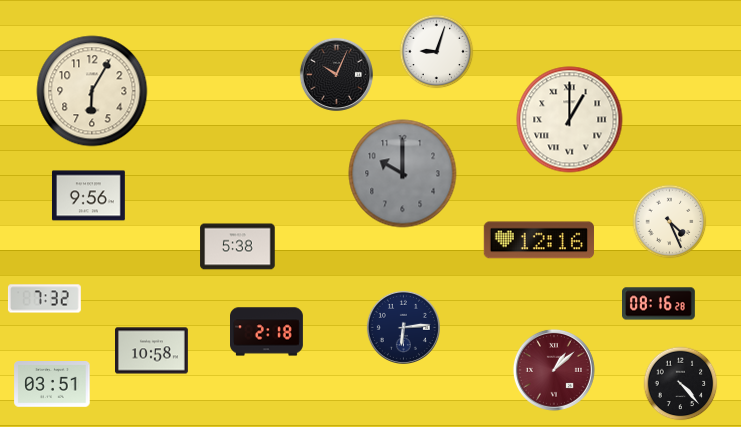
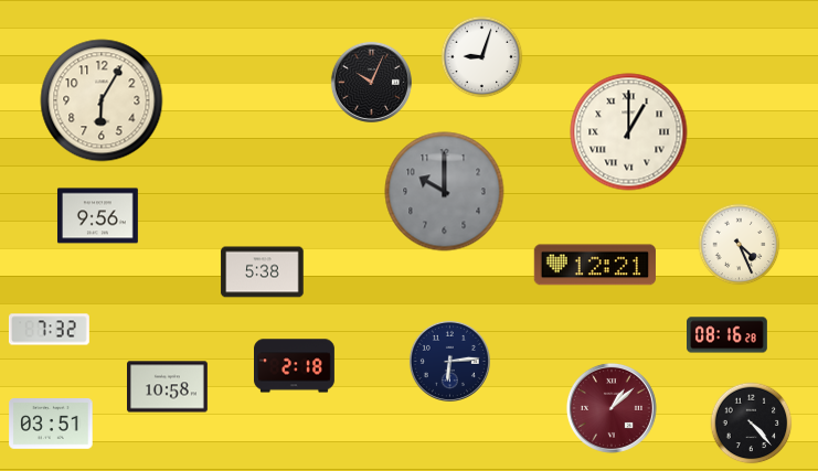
clock at (539, 240): 12:16 -> 12:21
clock at (403, 327) position: (403, 327) -> (449, 361)
clock at (52, 385) position: (52, 385) -> (51, 425)
